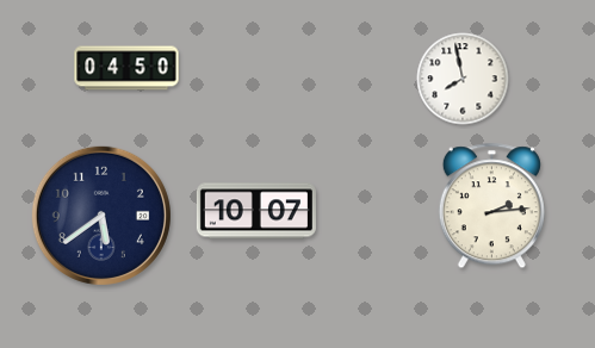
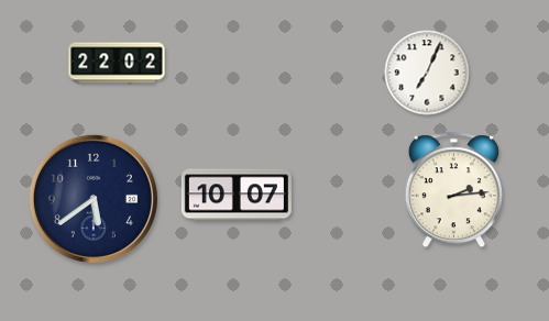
clock at (126, 68): 04:50 -> 22:02
clock at (463, 79): 7:58 -> 7:04
